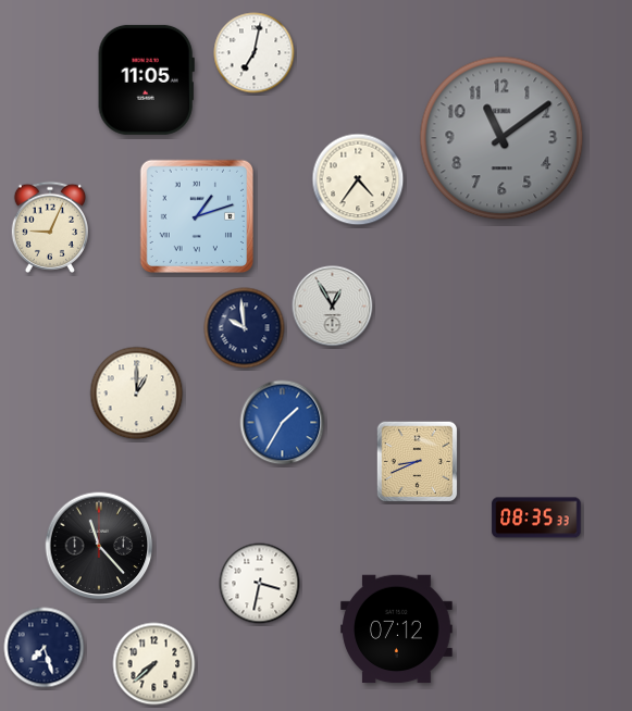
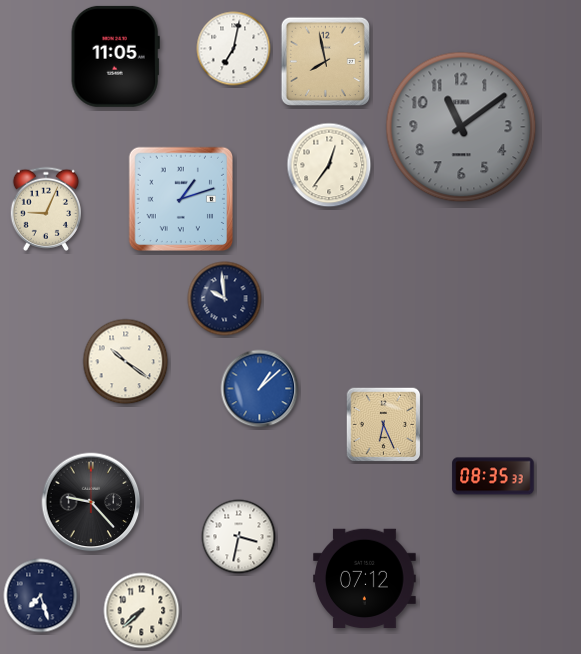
clock at (325, 61): none -> 7:58
clock at (146, 79) position: (146, 79) -> (115, 56)
clock at (358, 179): 4:36 -> 12:36
clock at (333, 307): 12:55 -> none
clock at (245, 328) position: (245, 328) -> (225, 299)
clock at (137, 394): 1:00 -> 10:21
clock at (283, 423): 1:35 -> 1:08
clock at (418, 462): 8:41 -> 6:26
clock at (99, 546): 11:23 -> 9:23
